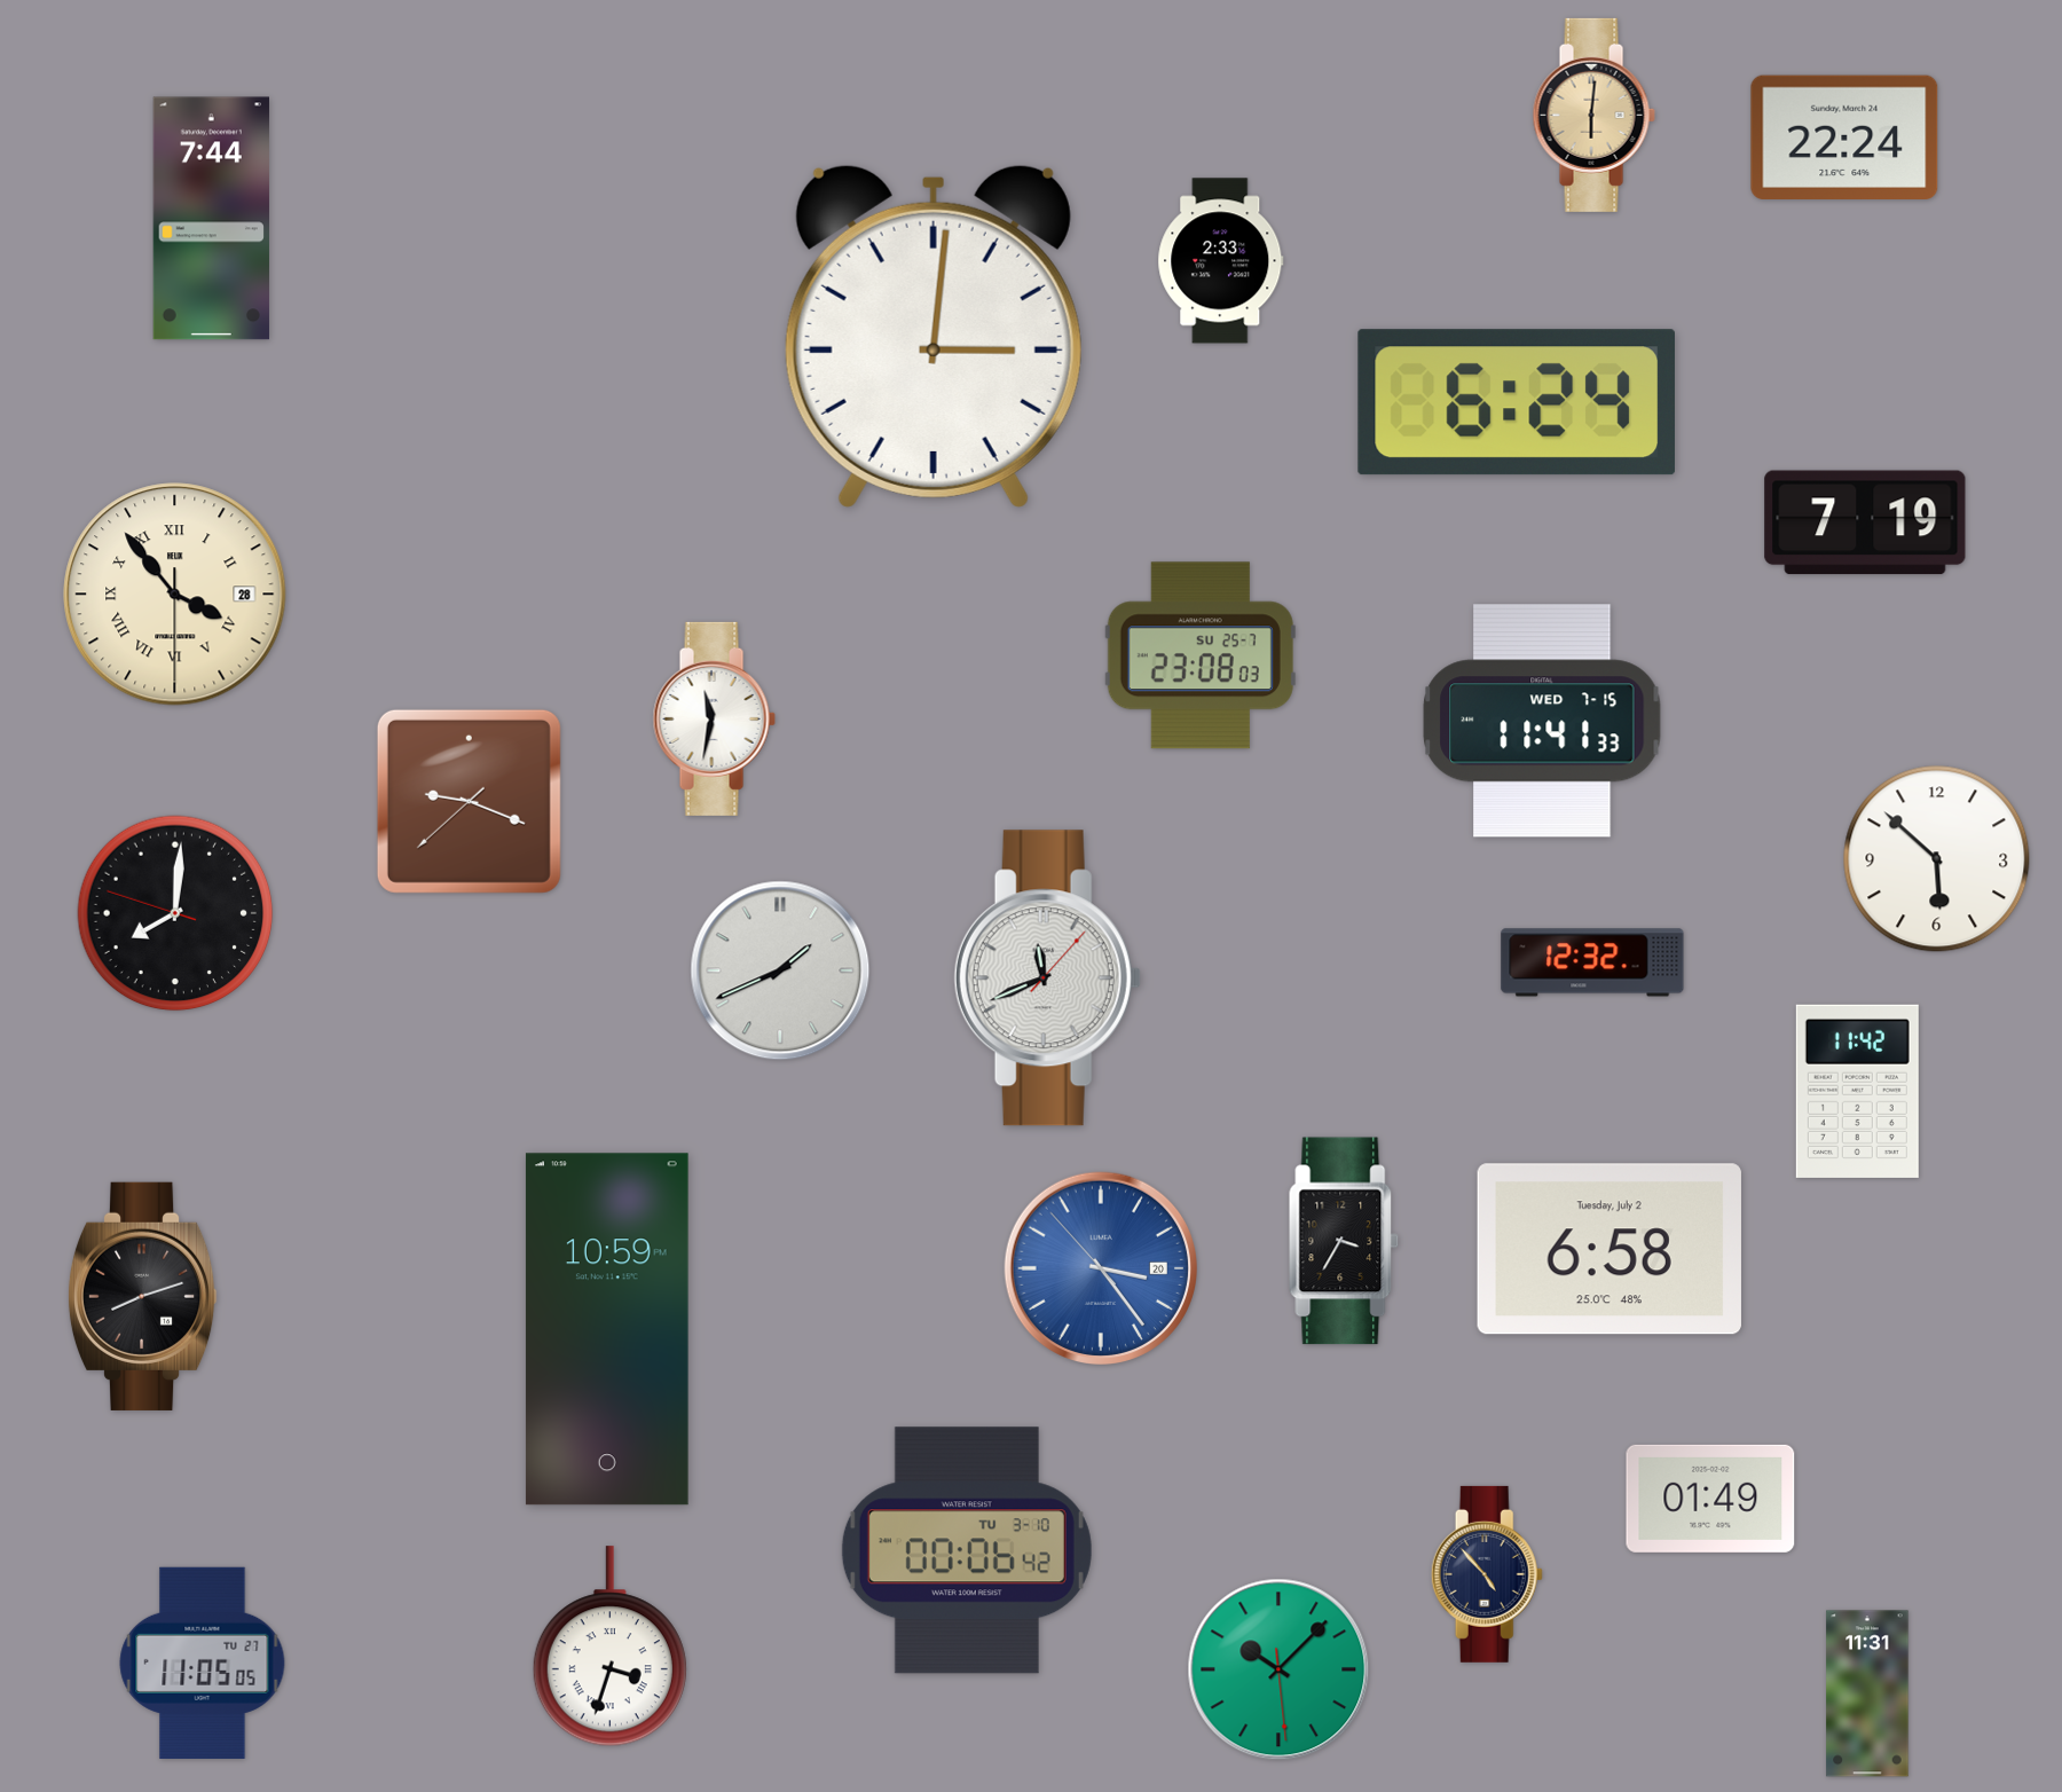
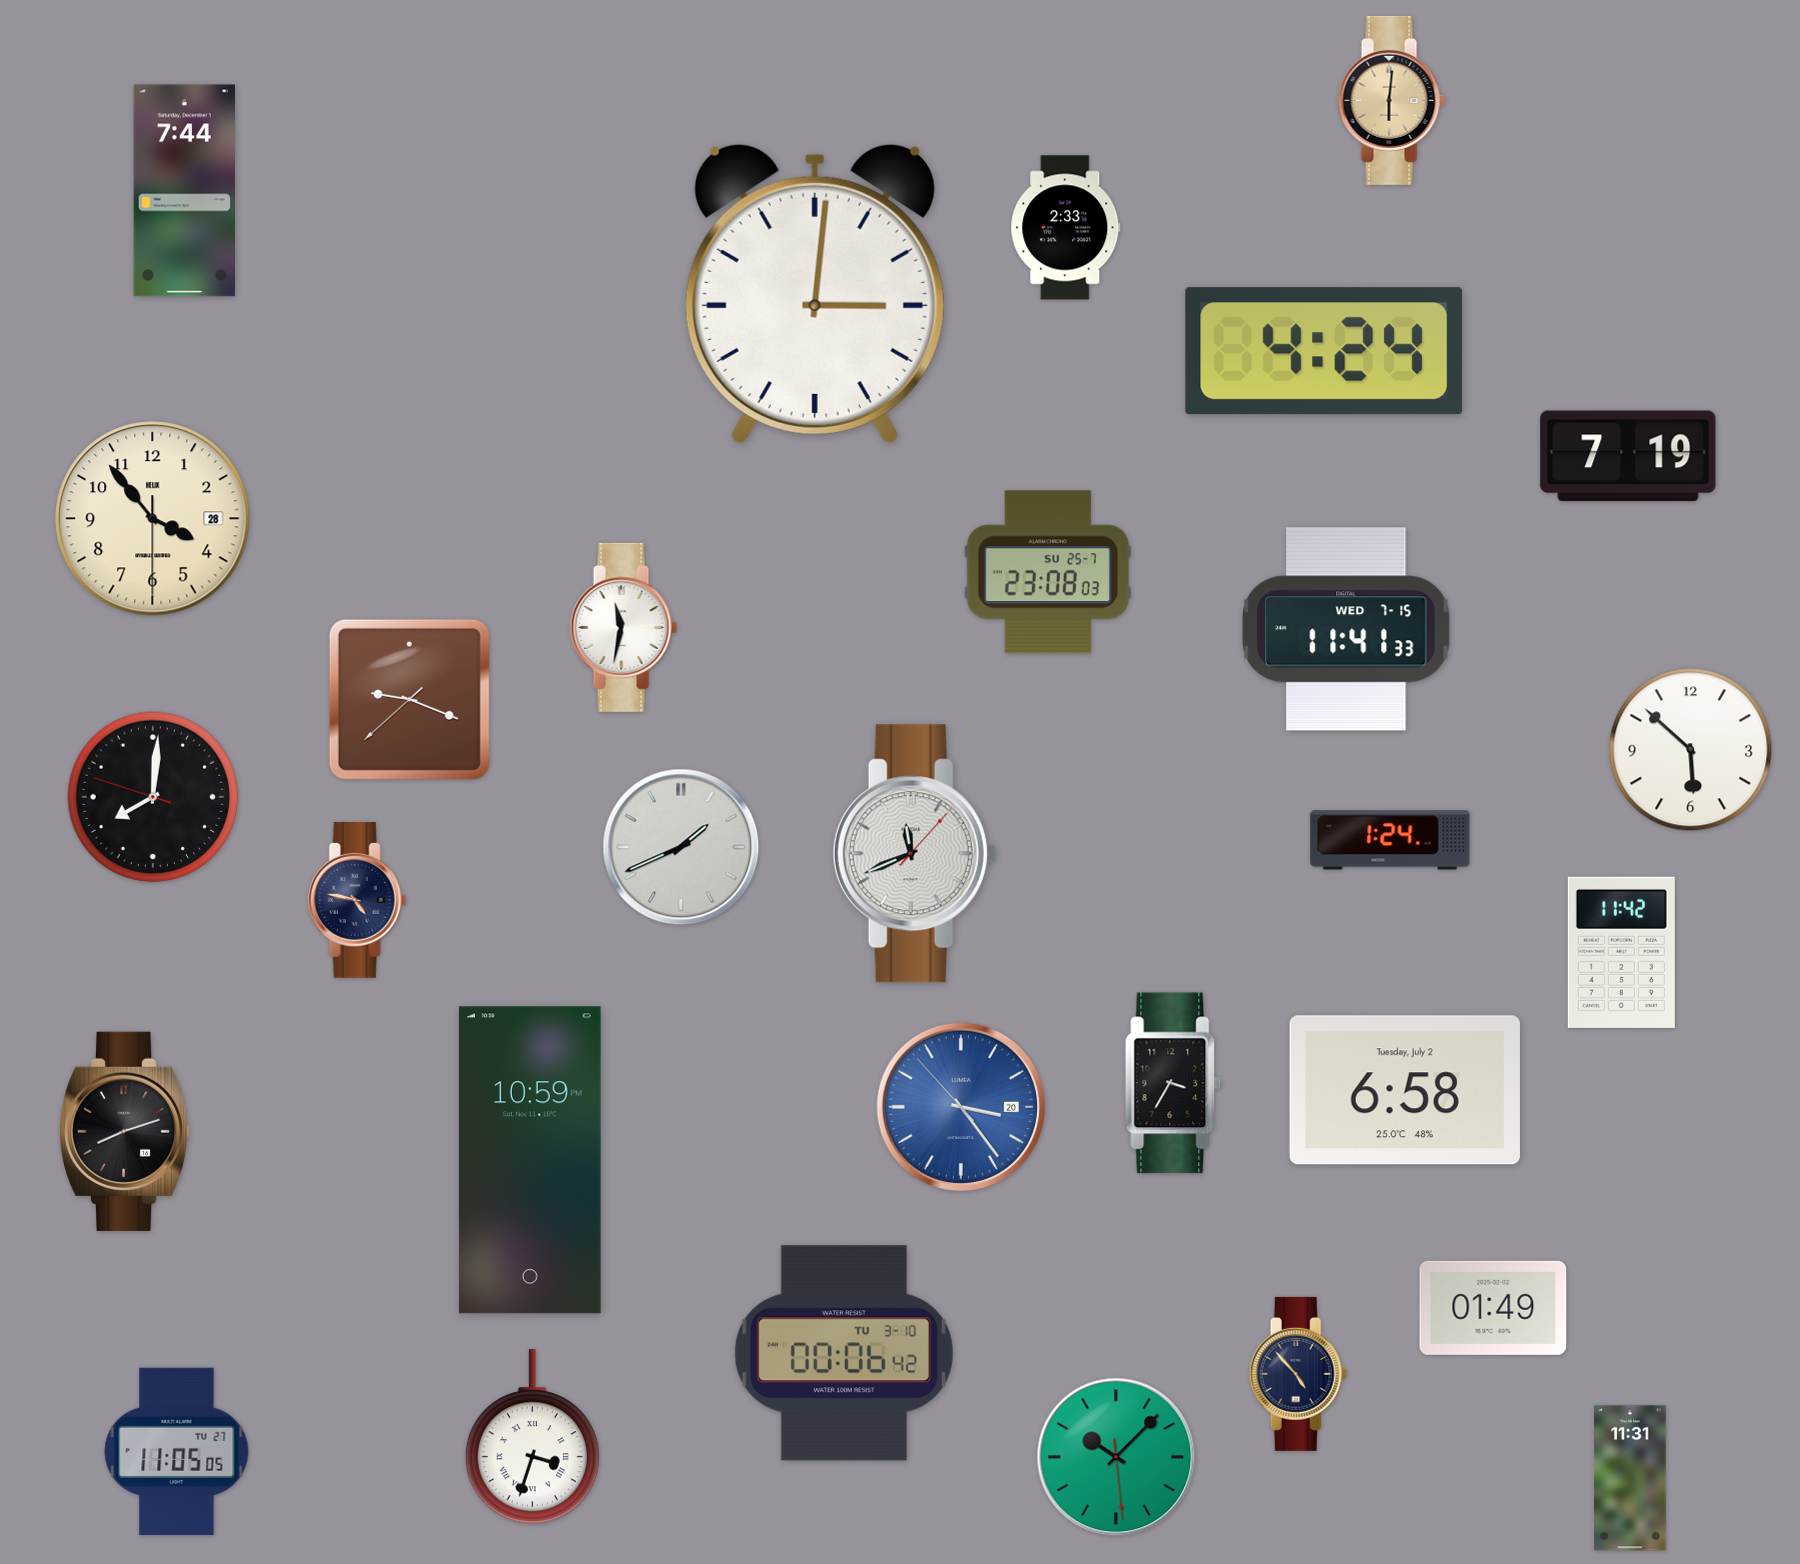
clock at (1844, 137): 22:24 -> none
clock at (1517, 402): 6:24 -> 4:24
clock at (175, 595) numerals: Roman -> Arabic
clock at (1592, 962): 12:32 -> 1:24
clock at (357, 901): none -> 4:47
